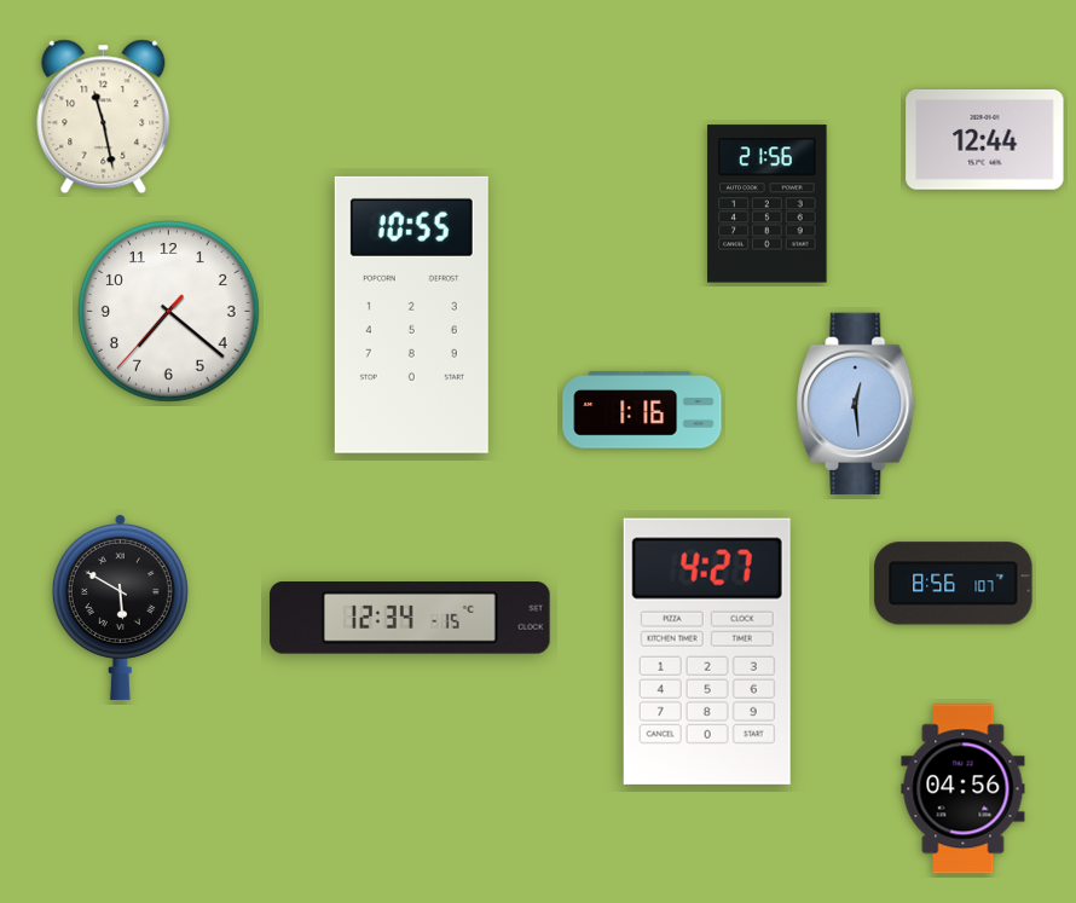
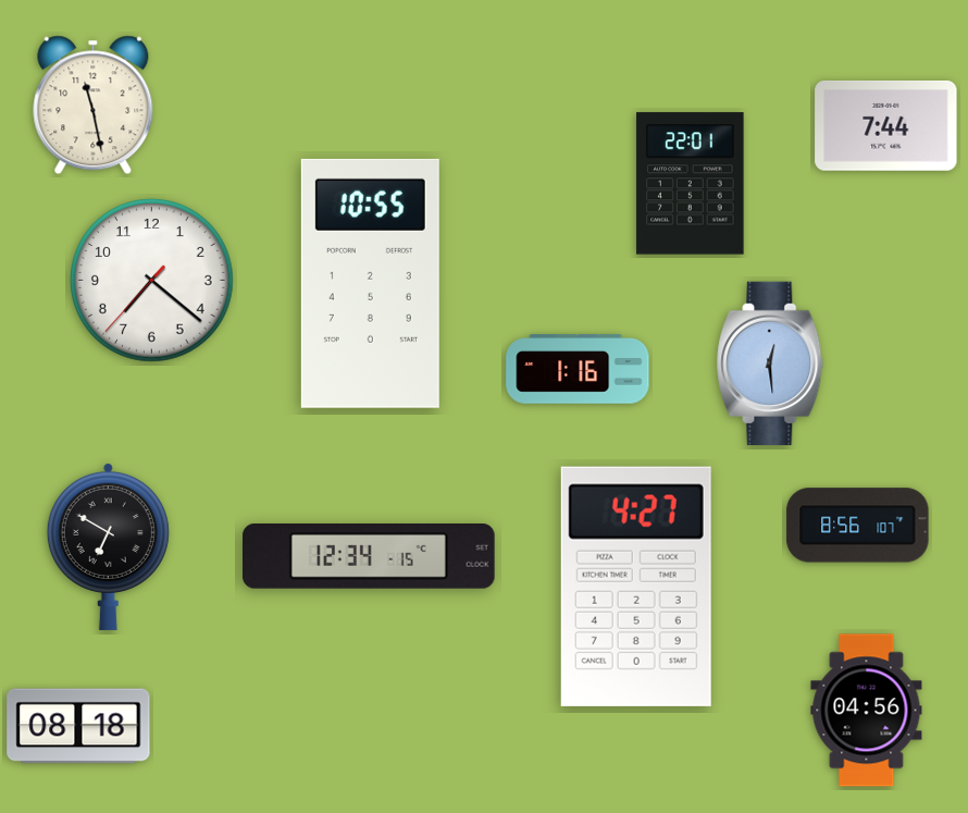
clock at (985, 139): 12:44 -> 7:44
clock at (768, 204): 21:56 -> 22:01
clock at (120, 607): 5:50 -> 6:50
clock at (78, 726): none -> 08:18
